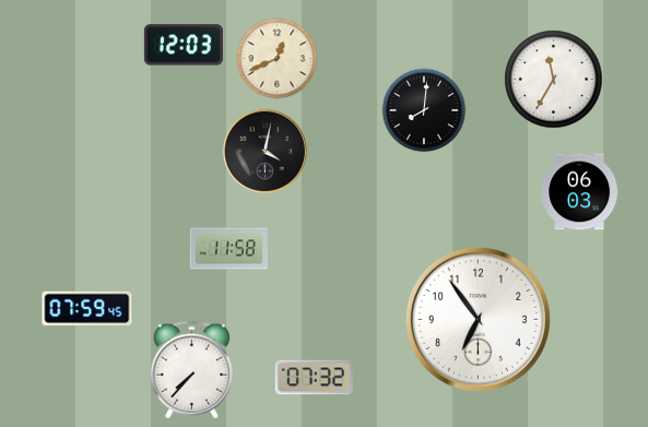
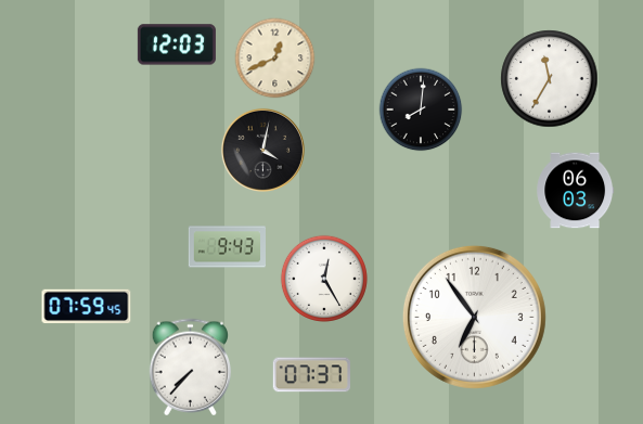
clock at (184, 45) position: (184, 45) -> (177, 44)
clock at (229, 249): 11:58 -> 9:43
clock at (324, 279): none -> 12:25
clock at (314, 378): 07:32 -> 07:37
